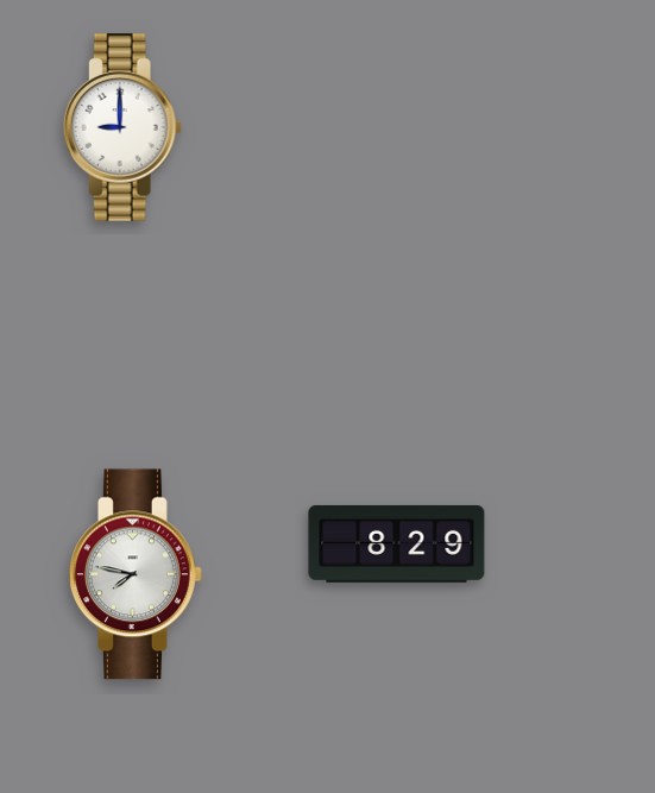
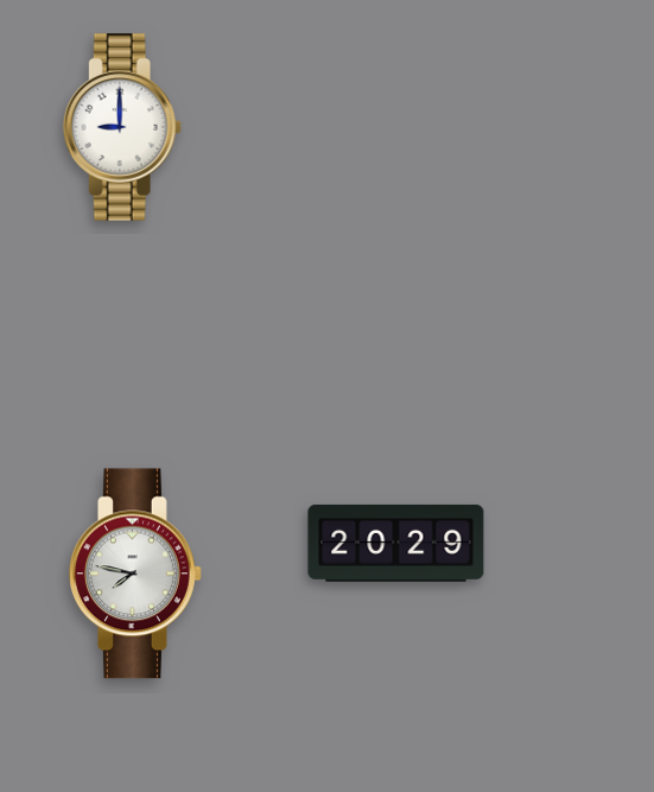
clock at (397, 543): 8:29 -> 20:29
